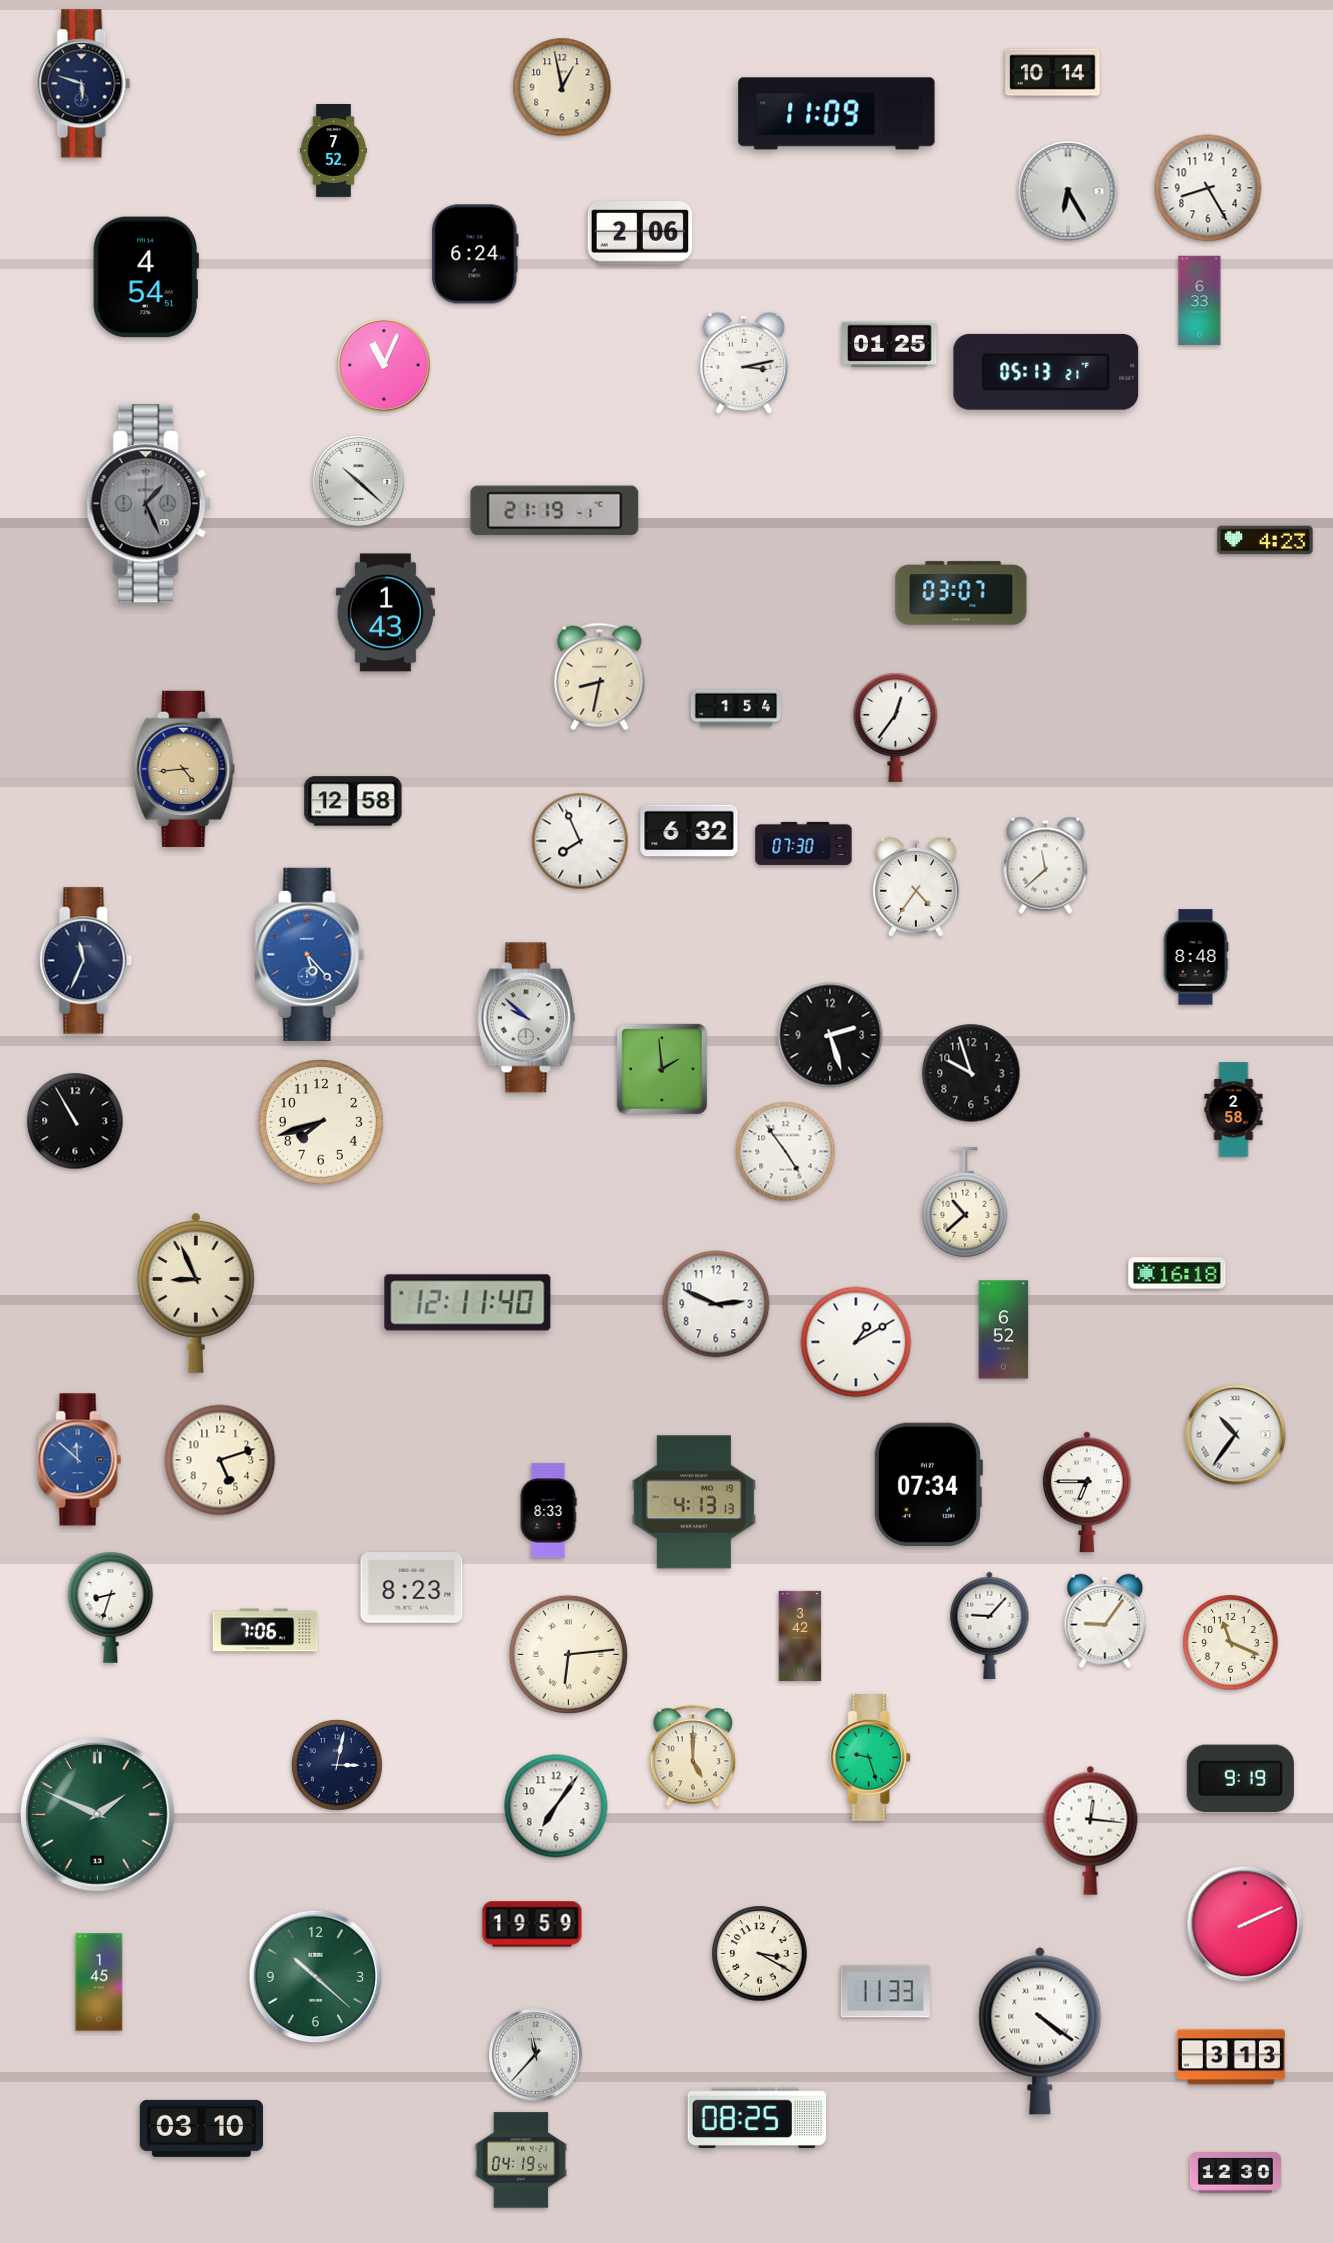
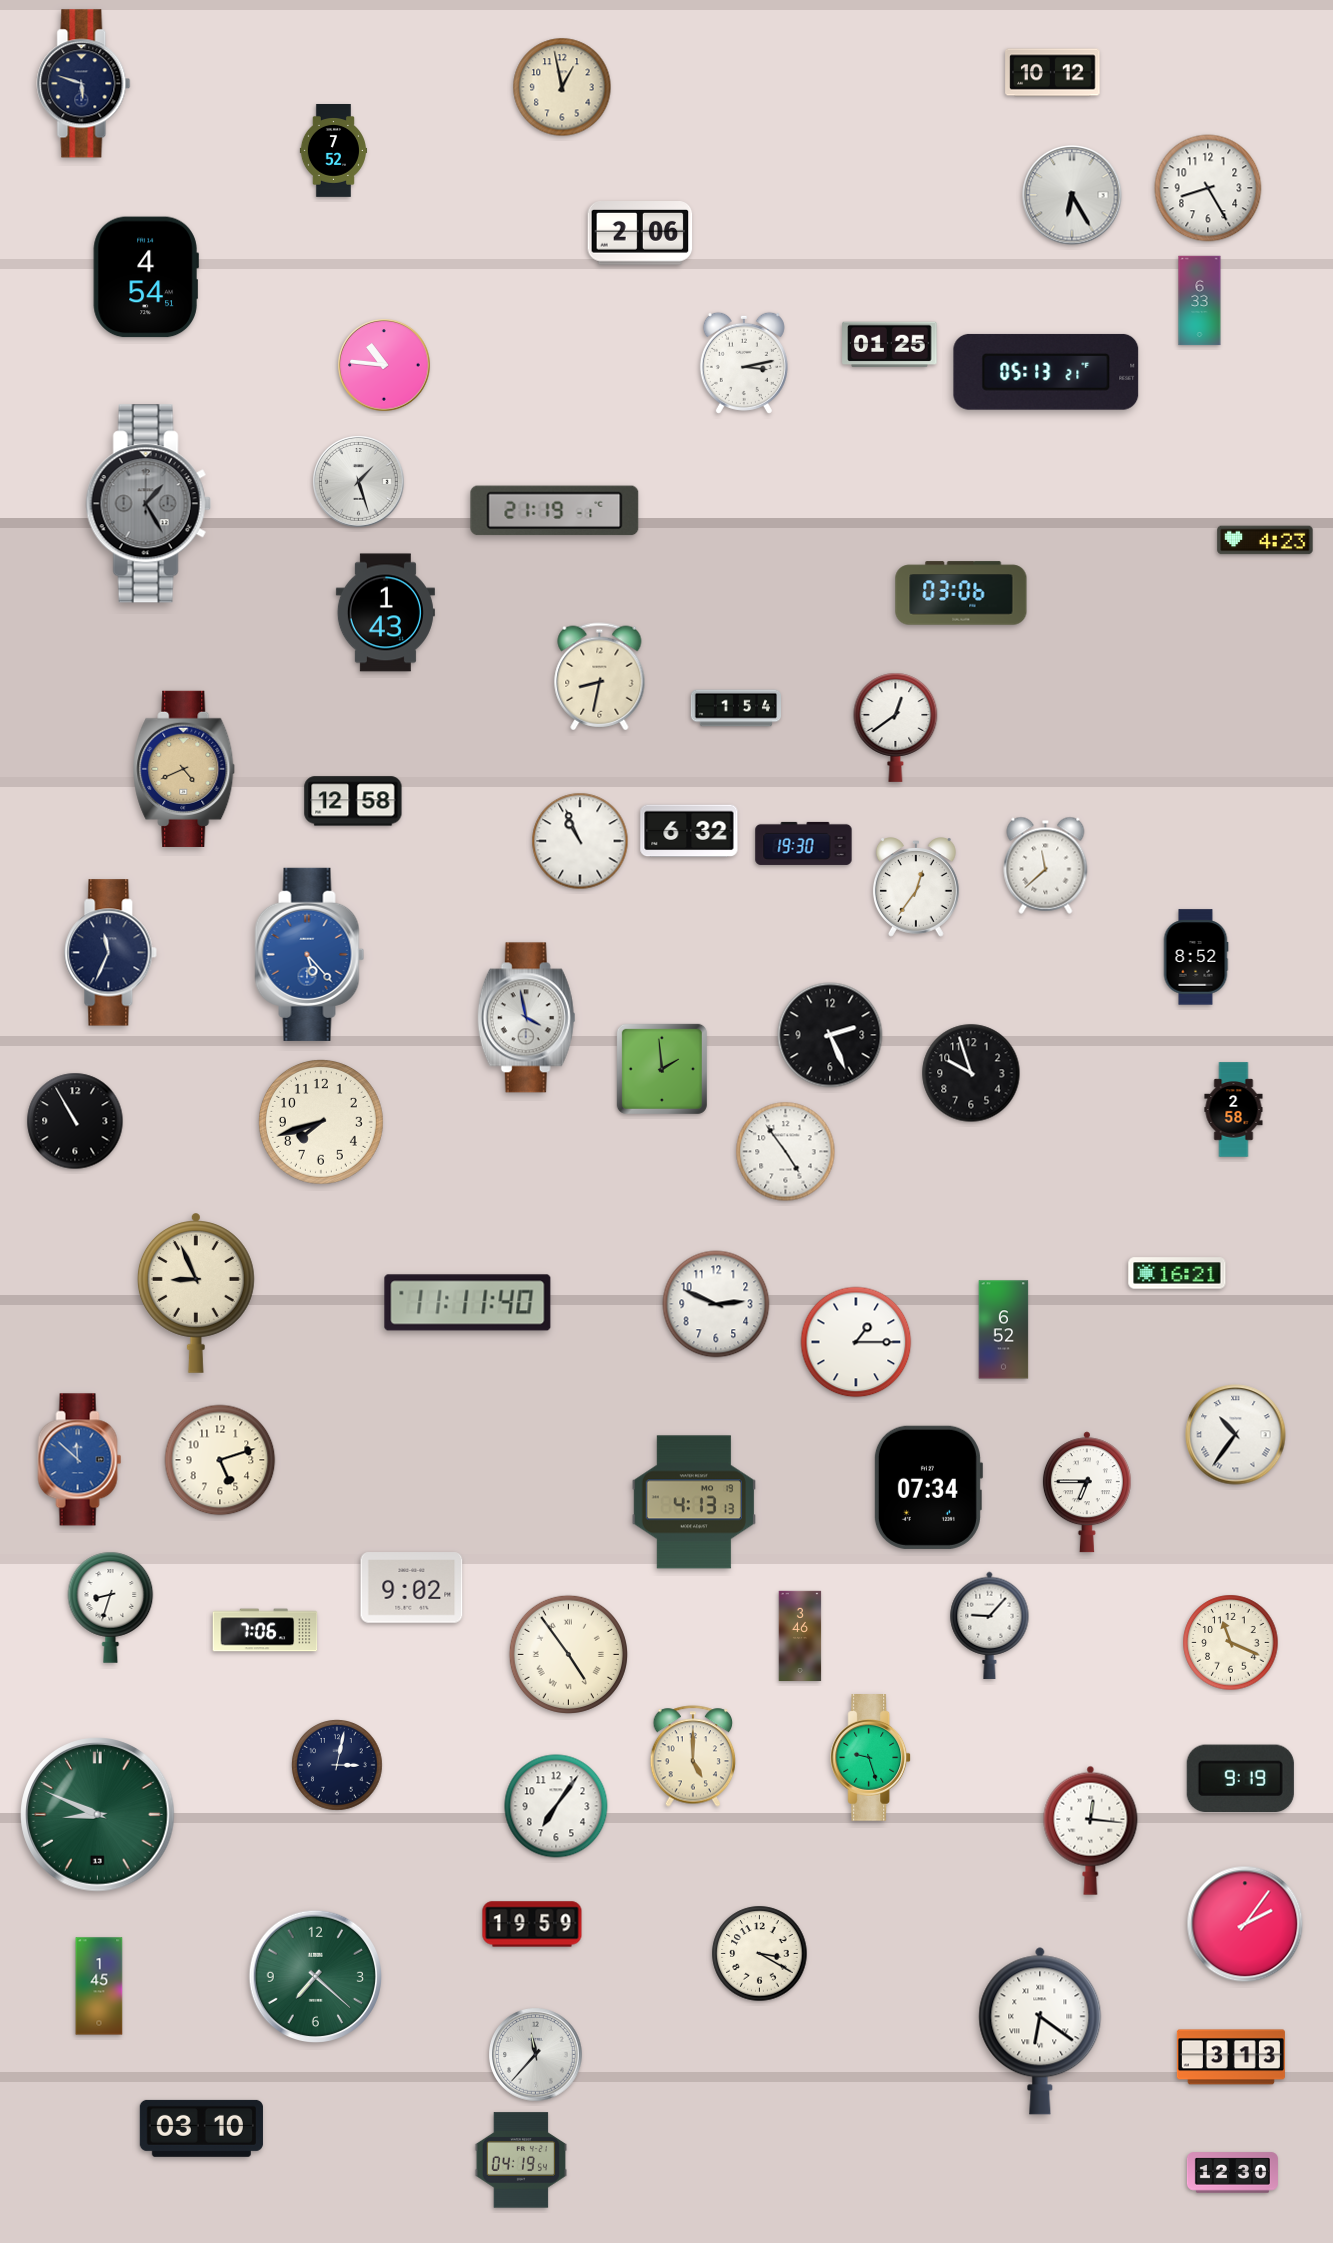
clock at (1053, 73): 10:14 -> 10:12
clock at (837, 114): 11:09 -> none
clock at (1068, 191) position: (1068, 191) -> (1072, 195)
clock at (475, 254): 6:24 -> none
clock at (384, 365): 11:04 -> 10:46
clock at (359, 482): 10:22 -> 1:27
clock at (148, 504): 1:26 -> 1:25
clock at (961, 593): 03:07 -> 03:06
clock at (896, 727): 12:36 -> 12:39
clock at (185, 769): 4:44 -> 4:41
clock at (580, 841): 7:56 -> 10:56
clock at (804, 843): 07:30 -> 19:30
clock at (916, 887): 4:36 -> 12:36
clock at (1196, 957): 8:48 -> 8:52
clock at (86, 961) position: (86, 961) -> (111, 953)
clock at (526, 1018): 9:52 -> 3:58
clock at (830, 1035): 2:27 -> 2:26
clock at (965, 1203): 10:38 -> none
clock at (1177, 1273): 16:18 -> 16:21
clock at (468, 1303): 12:11 -> 11:11
clock at (856, 1342): 1:10 -> 1:15
clock at (928, 1484) position: (928, 1484) -> (928, 1487)
clock at (548, 1511): 8:33 -> none
clock at (412, 1588): 8:23 -> 9:02
clock at (1105, 1621): 9:06 -> none
clock at (800, 1635): 3:42 -> 3:46
clock at (568, 1654): 6:14 -> 4:54
clock at (98, 1815): 1:49 -> 8:49
clock at (1245, 1924): 2:11 -> 2:06
clock at (315, 1976): 10:22 -> 7:22
clock at (99, 1982) position: (99, 1982) -> (99, 1986)
clock at (885, 1992): 11:33 -> none
clock at (1040, 2031): 4:21 -> 6:21
clock at (757, 2118): 08:25 -> none
clock at (1235, 2173) position: (1235, 2173) -> (1232, 2173)
